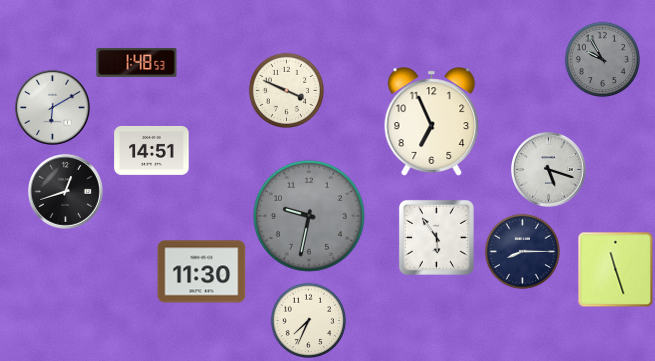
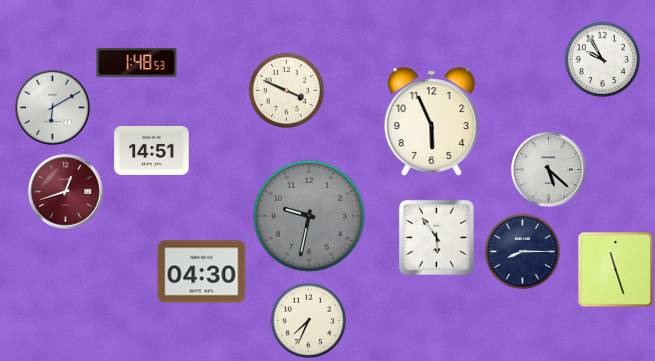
clock at (602, 59) dial: grey -> white
clock at (432, 122): 6:56 -> 5:56
clock at (548, 170): 5:18 -> 5:22
clock at (65, 192) dial: black -> burgundy
clock at (202, 272): 11:30 -> 04:30
